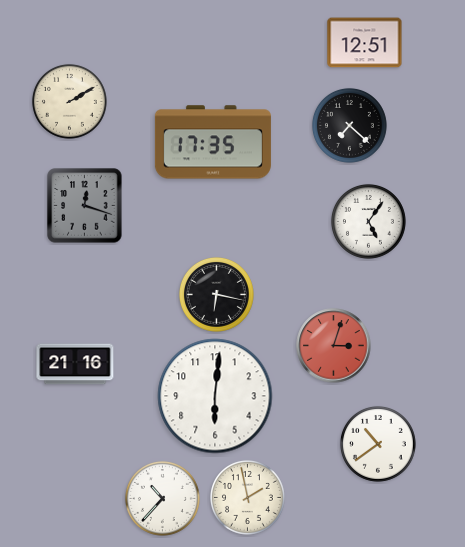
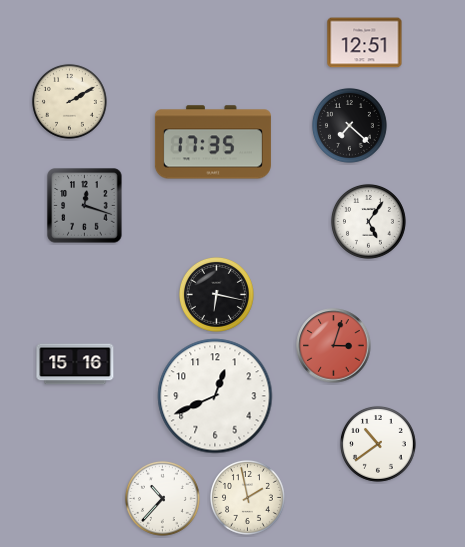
clock at (75, 364): 21:16 -> 15:16
clock at (215, 396): 6:01 -> 12:41
